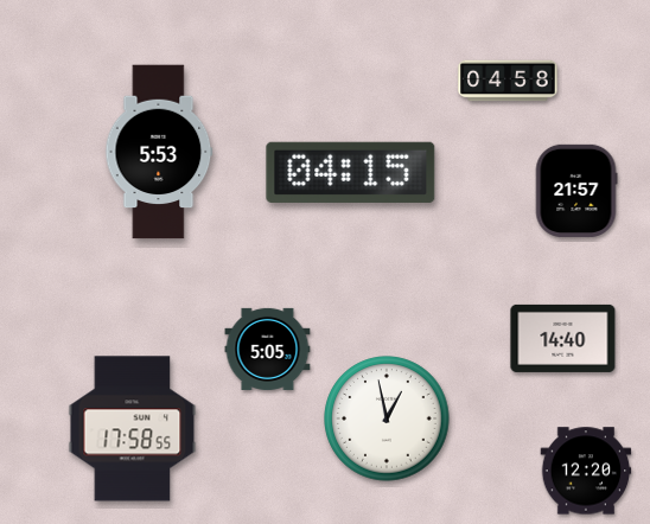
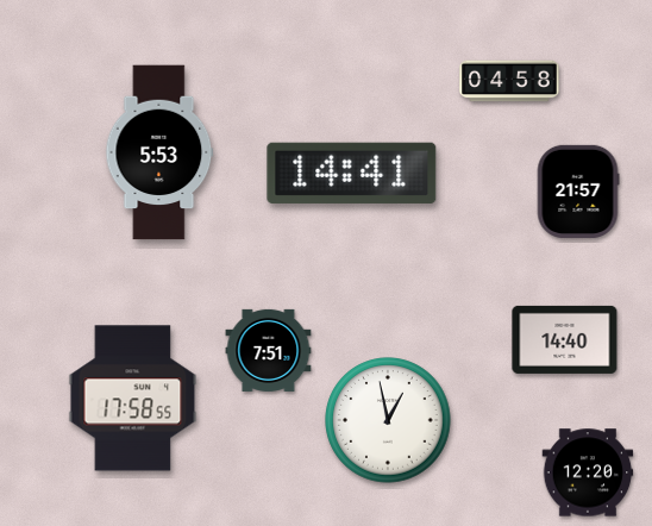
clock at (351, 172): 04:15 -> 14:41
clock at (268, 349): 5:05 -> 7:51
clock at (133, 429) position: (133, 429) -> (133, 399)
